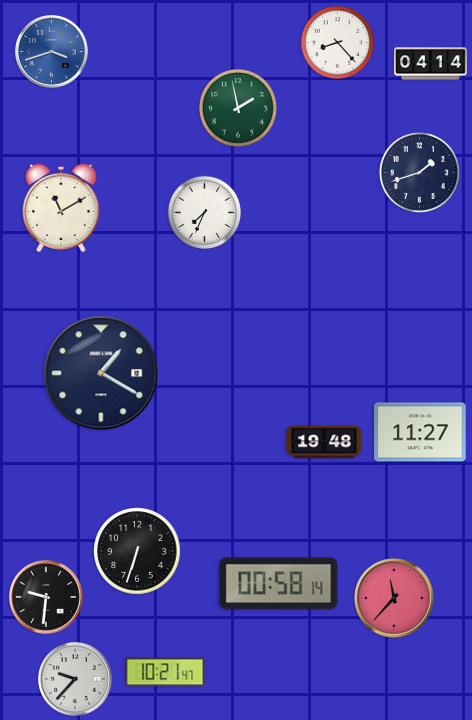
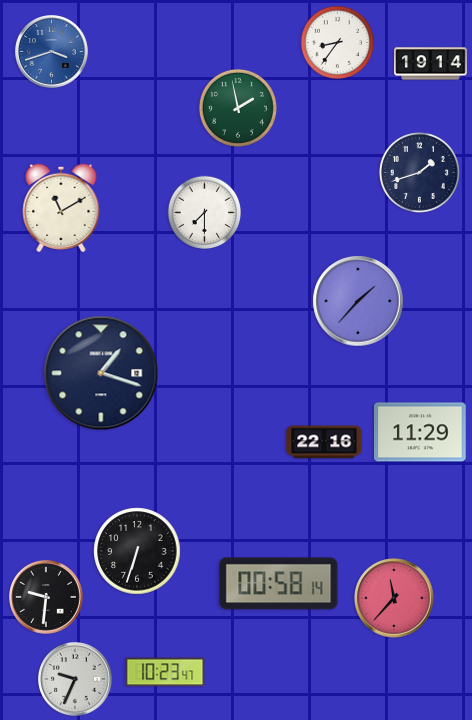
clock at (337, 42): 8:23 -> 8:36
clock at (431, 64): 04:14 -> 19:14
clock at (204, 212): 7:34 -> 7:30
clock at (358, 301): none -> 1:37
clock at (101, 373): 1:20 -> 1:18
clock at (420, 432): 11:27 -> 11:29
clock at (324, 442): 19:48 -> 22:16
clock at (165, 672): 10:21 -> 10:23
clock at (76, 680): 9:37 -> 9:34
